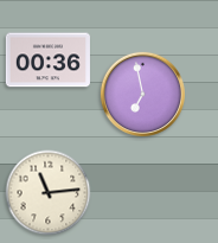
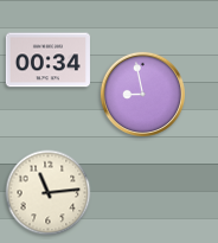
clock at (47, 60): 00:36 -> 00:34
clock at (142, 94): 6:58 -> 8:58
